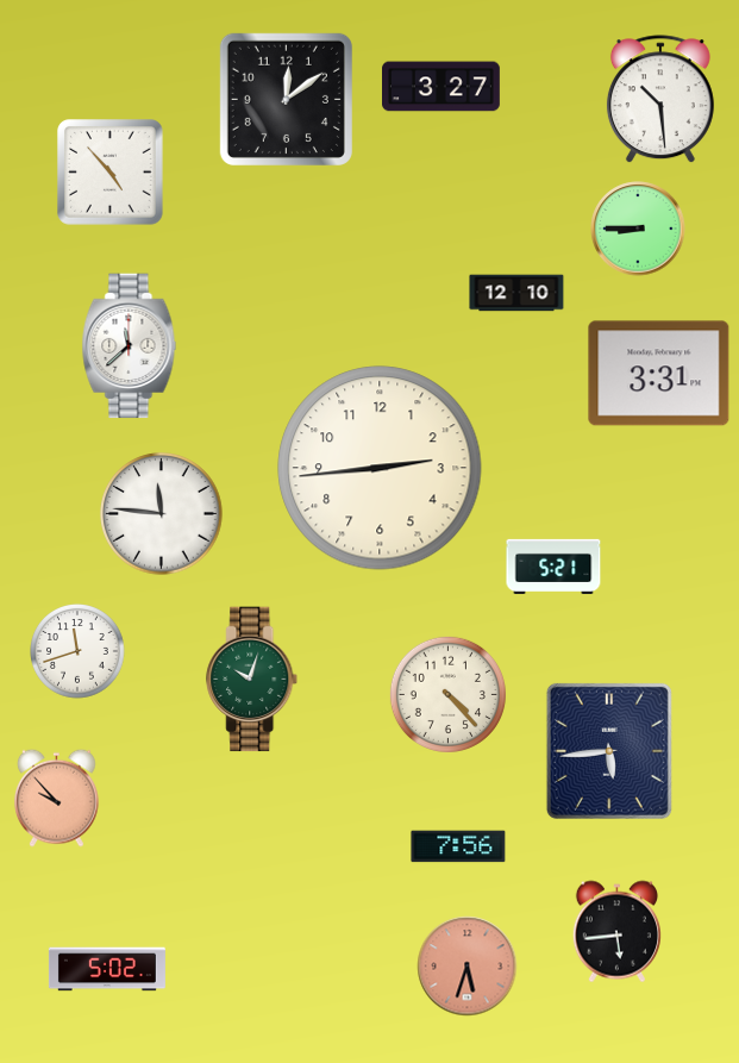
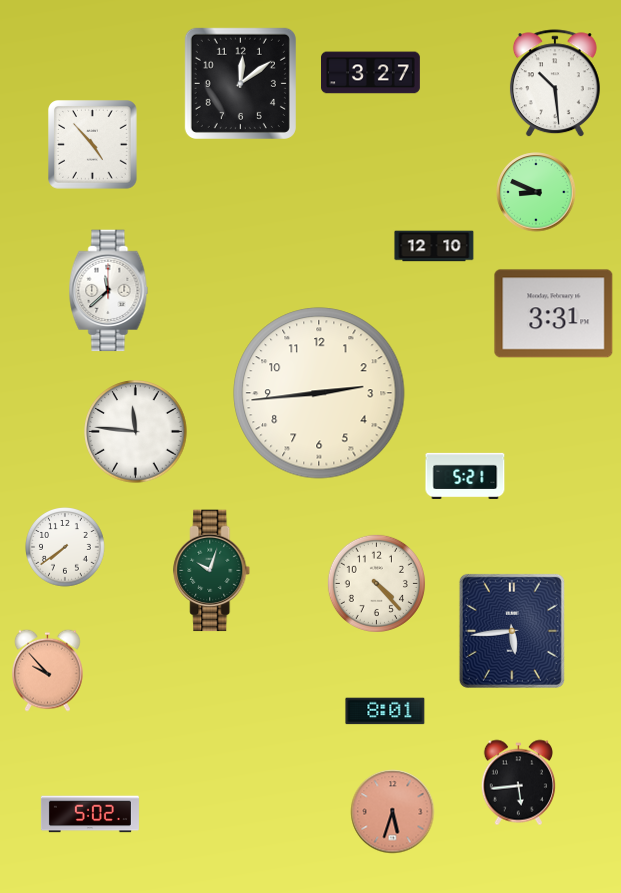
clock at (638, 229): 8:45 -> 8:49
clock at (79, 652): 11:42 -> 7:39
clock at (458, 846): 7:56 -> 8:01
